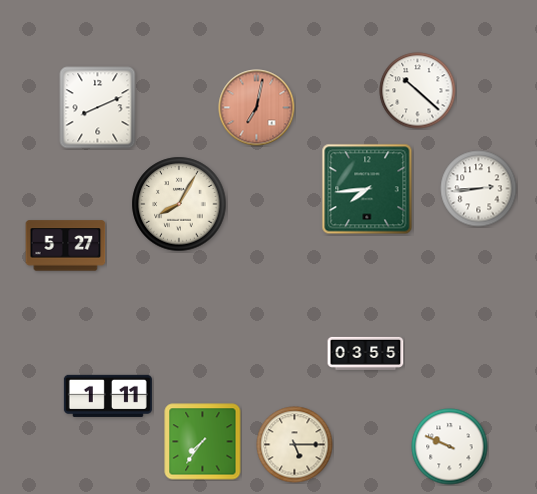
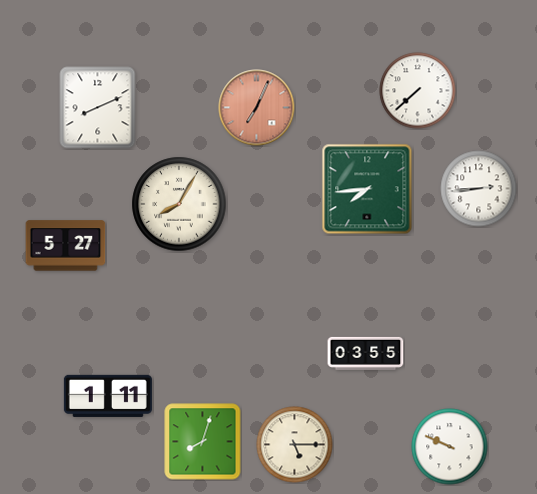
clock at (418, 91): 10:22 -> 7:38
clock at (257, 108): 7:02 -> 7:04
clock at (203, 442): 7:36 -> 8:03
